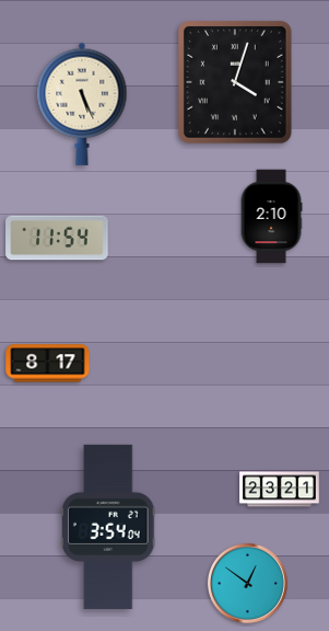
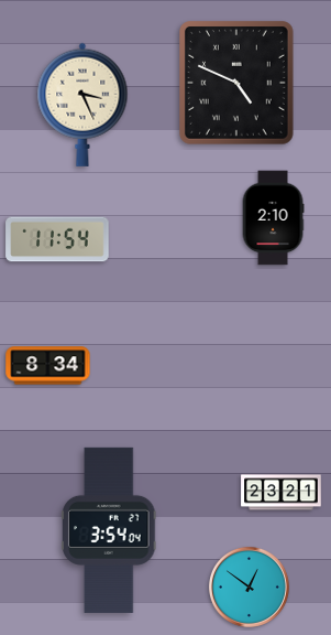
clock at (235, 83): 4:03 -> 4:49
clock at (82, 104): 5:26 -> 3:26
clock at (48, 364): 8:17 -> 8:34
